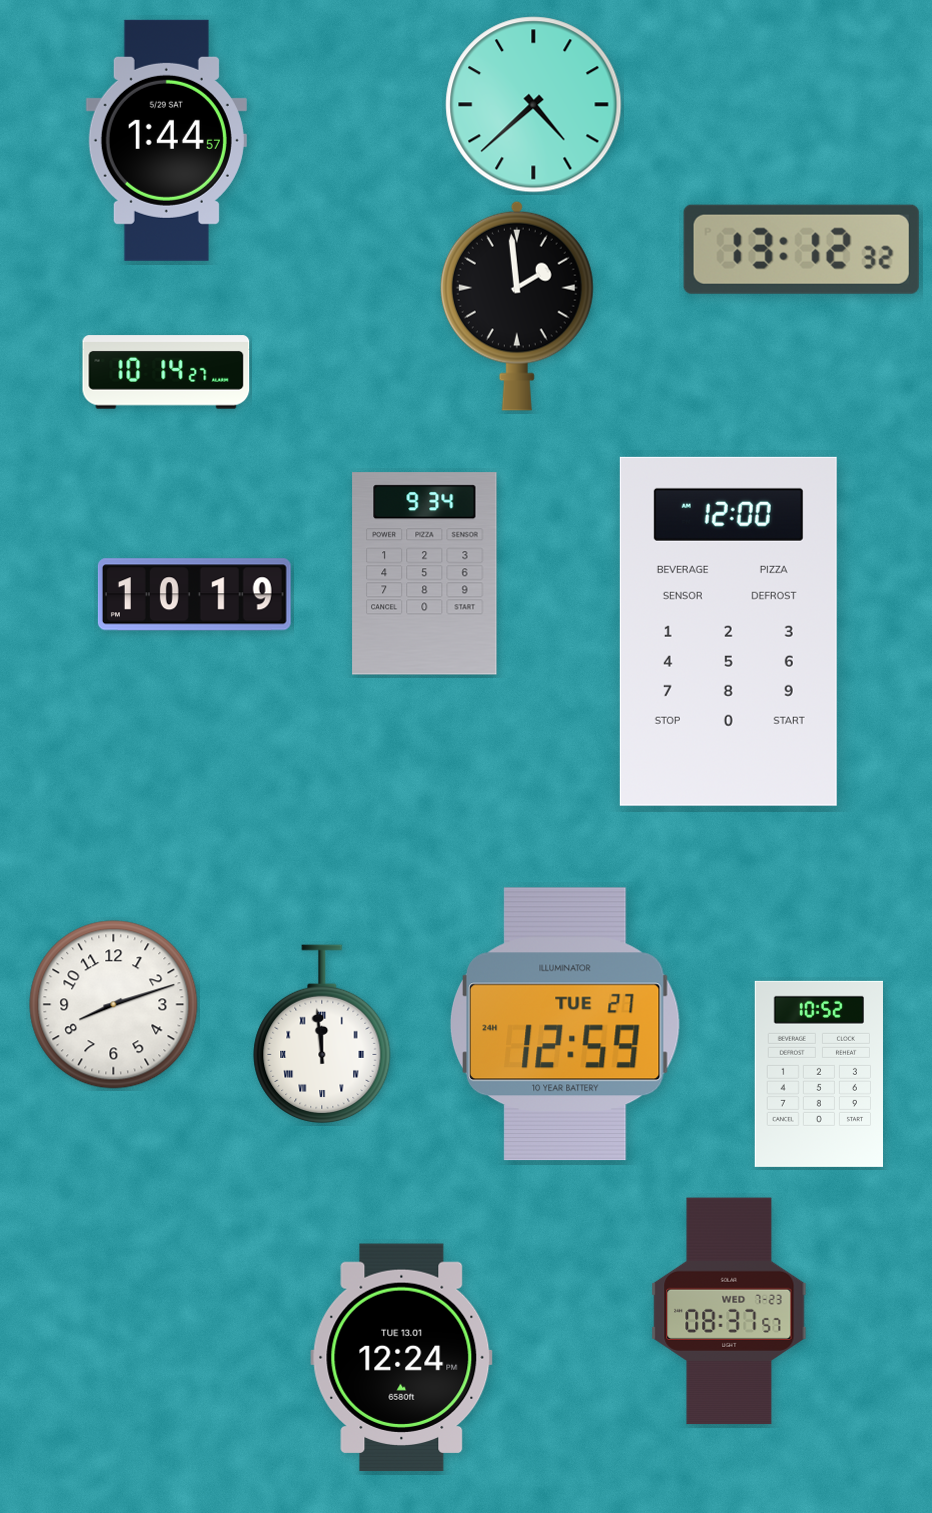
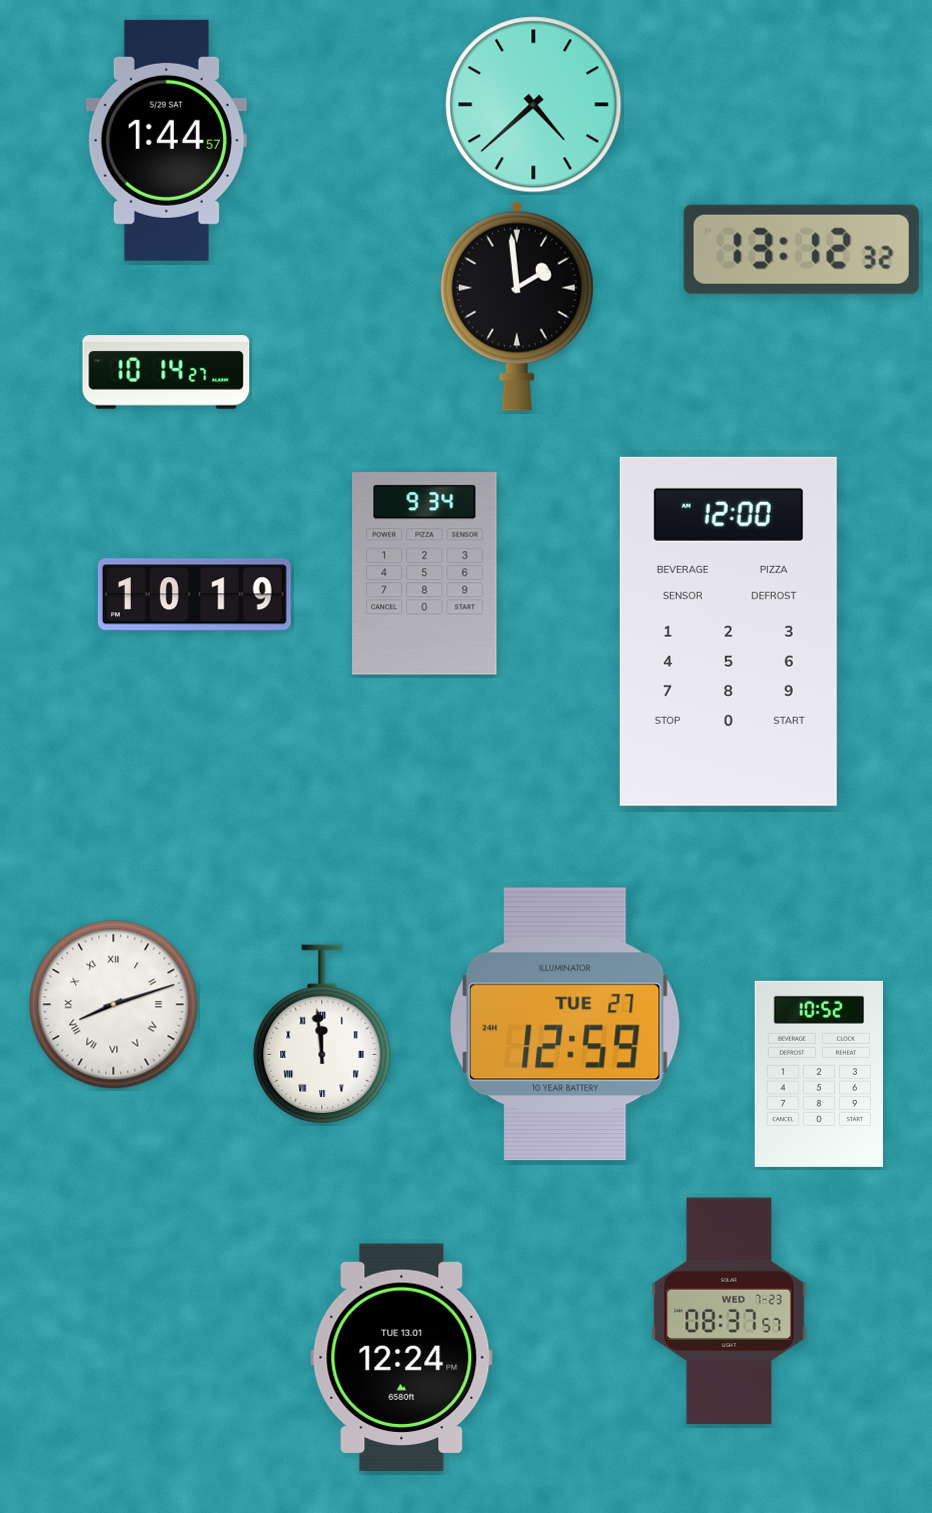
clock at (114, 1005) numerals: Arabic -> Roman
